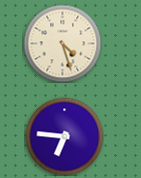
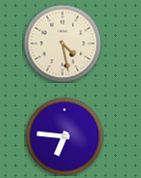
clock at (62, 43): 4:27 -> 4:28
